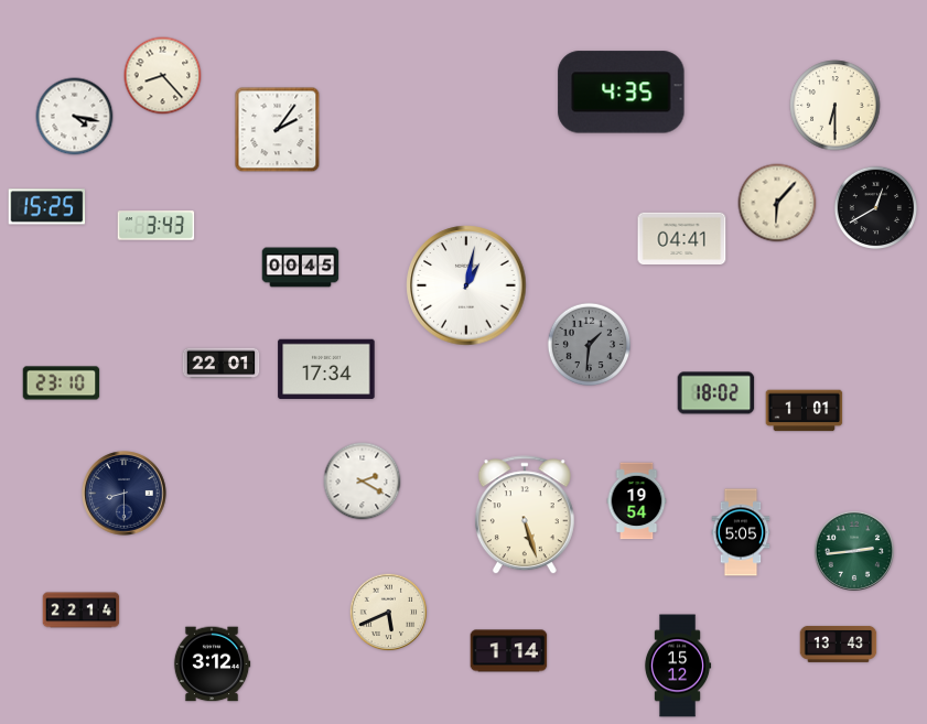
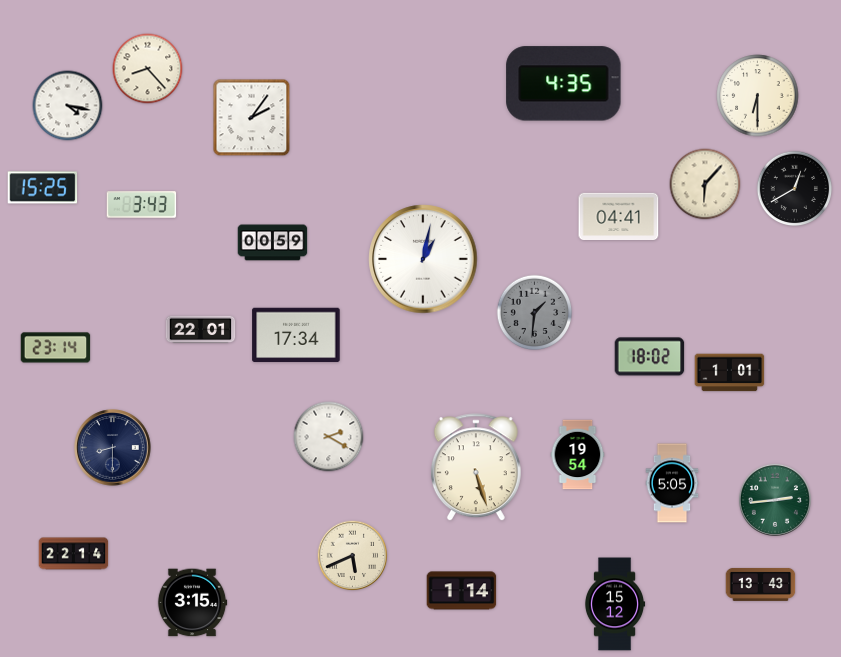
clock at (301, 268): 00:45 -> 00:59
clock at (62, 383): 23:10 -> 23:14
clock at (212, 664): 3:12 -> 3:15
